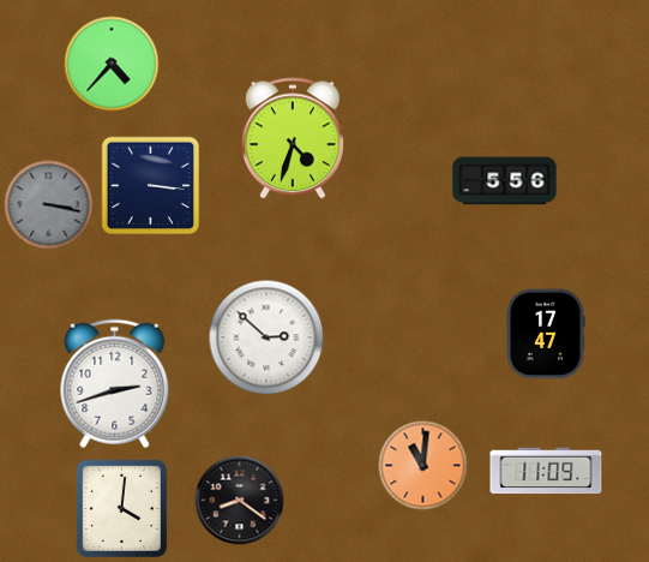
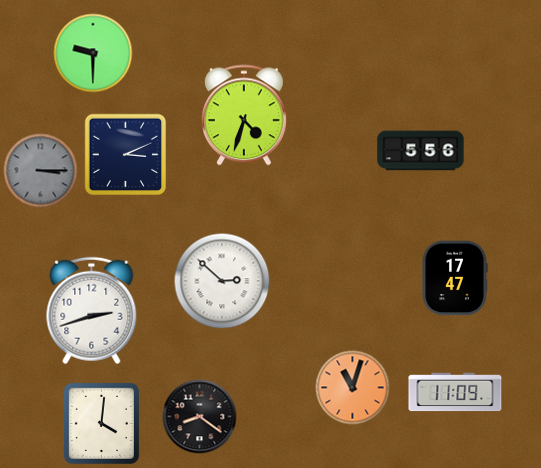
clock at (112, 64): 4:37 -> 9:30
clock at (151, 186): 3:16 -> 3:11
clock at (49, 205): 3:17 -> 3:15
clock at (115, 384) position: (115, 384) -> (92, 311)
clock at (423, 466): 11:01 -> 11:03
